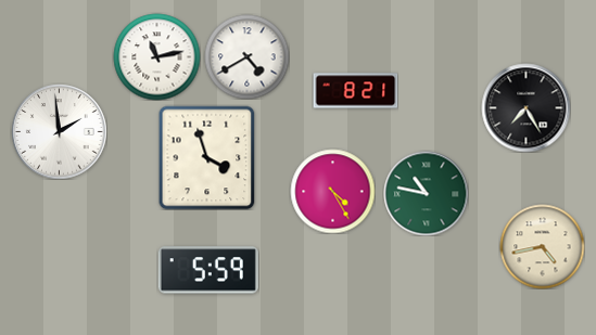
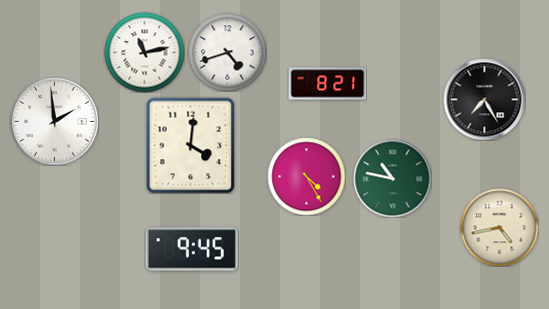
clock at (246, 56): 4:40 -> 4:42
clock at (207, 157): 3:57 -> 4:01
clock at (208, 270): 5:59 -> 9:45
